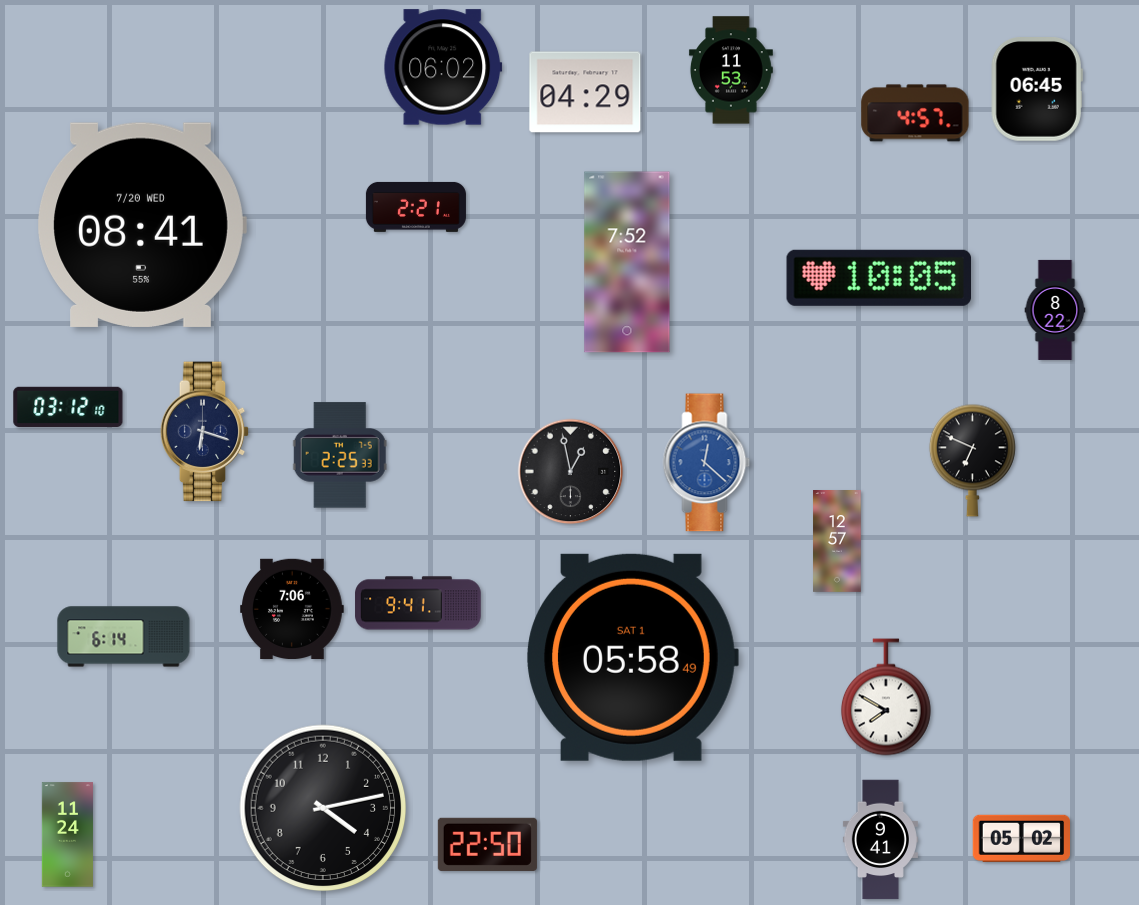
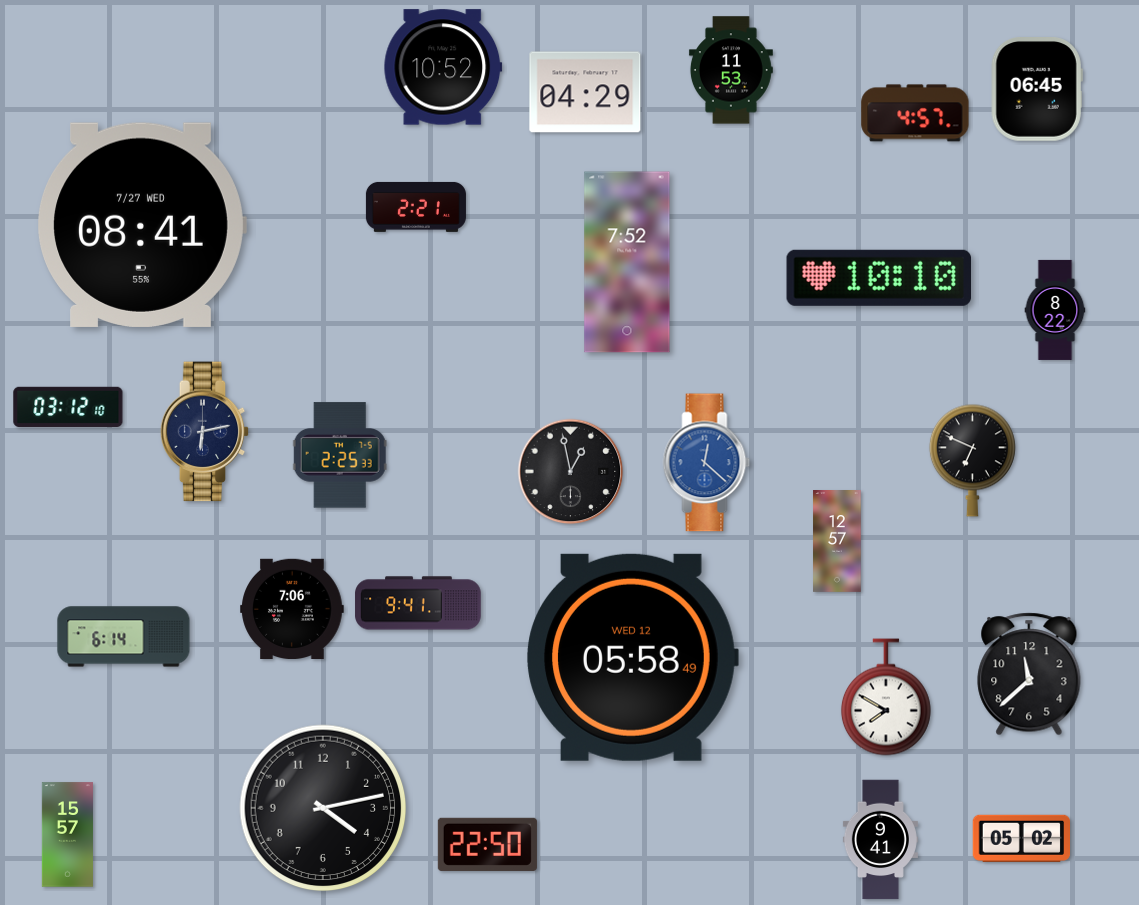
clock at (443, 67): 06:02 -> 10:52
clock at (142, 225) date: 7/20 WED -> 7/27 WED
clock at (878, 278): 10:05 -> 10:10
clock at (205, 432): 6:18 -> 6:13
clock at (632, 657) date: SAT 1 -> WED 12
clock at (1029, 674): none -> 11:38
clock at (67, 835): 11:24 -> 15:57
